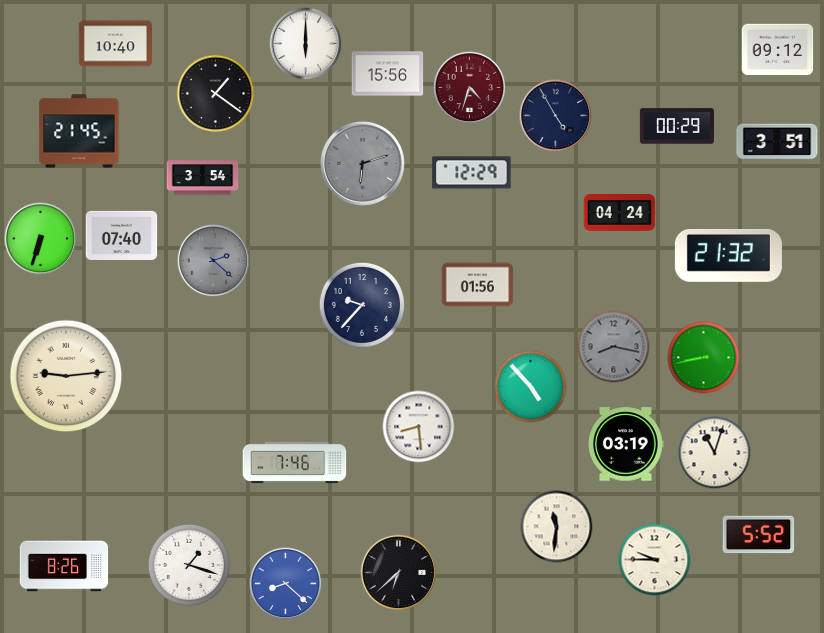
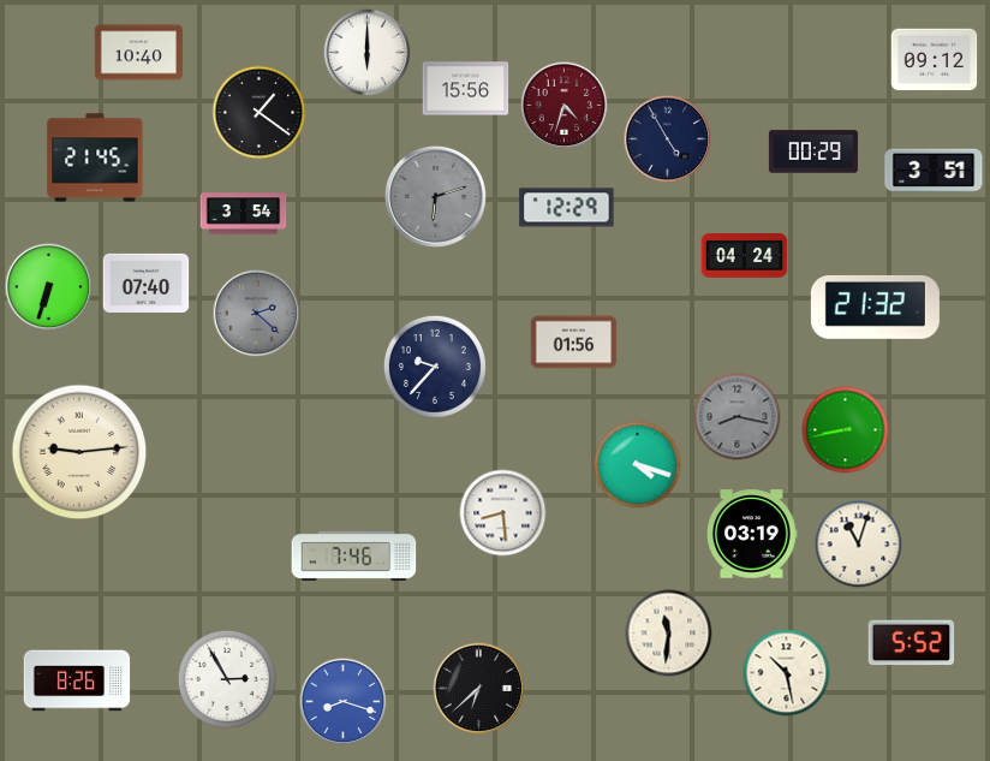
clock at (531, 387): 4:53 -> 4:18
clock at (655, 560): 9:45 -> 10:28
clock at (189, 565): 1:18 -> 2:55
clock at (286, 584): 8:22 -> 8:18
